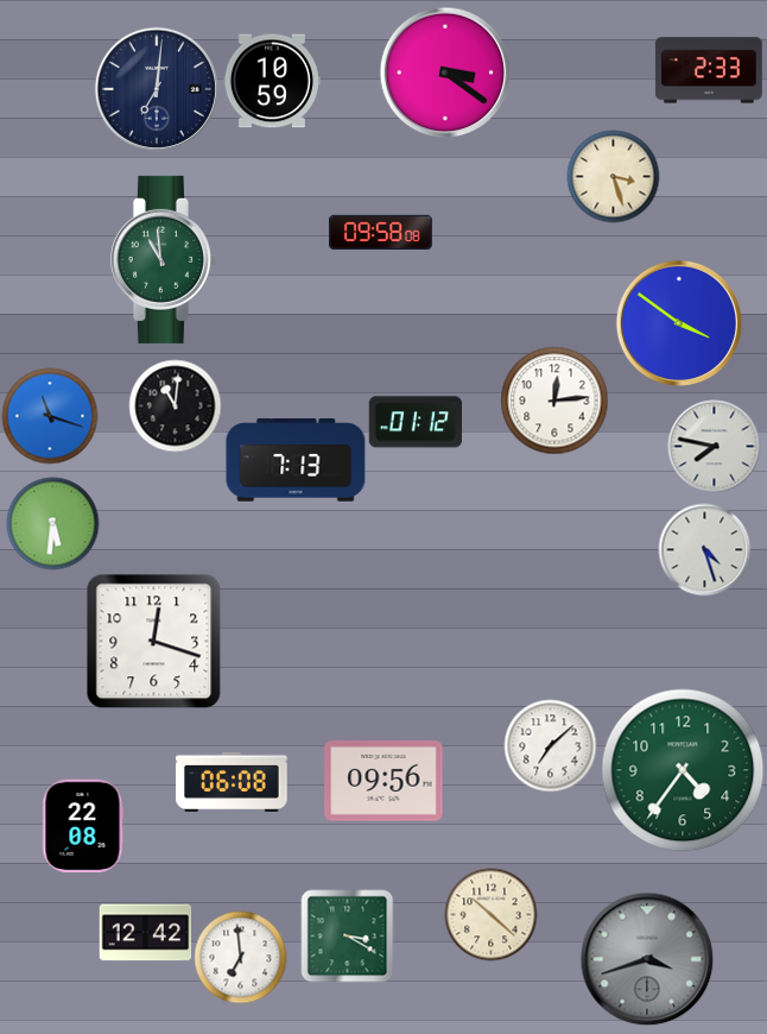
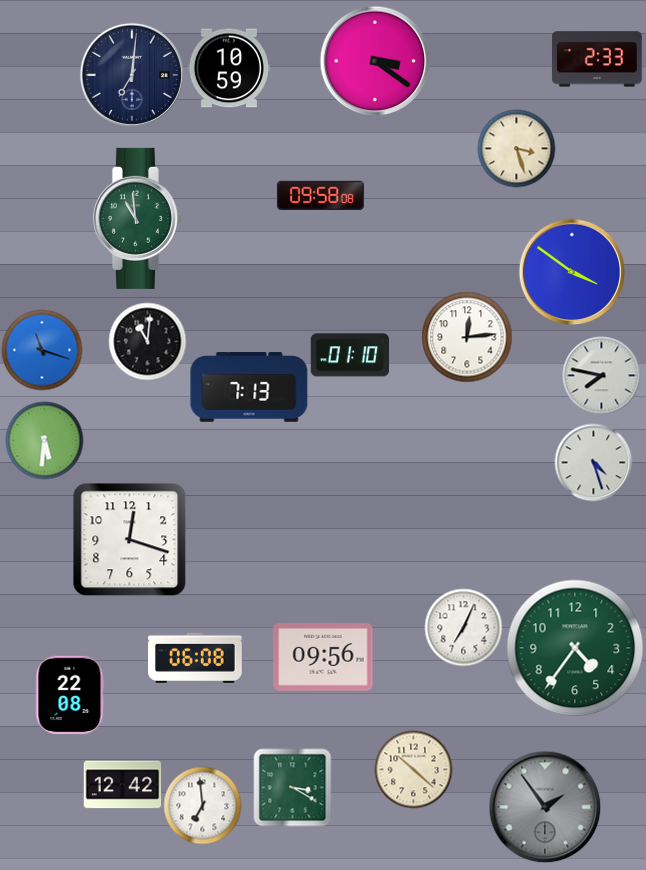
clock at (414, 422): 01:12 -> 01:10
clock at (550, 745): 7:08 -> 7:04
clock at (647, 959): 3:42 -> 1:54
